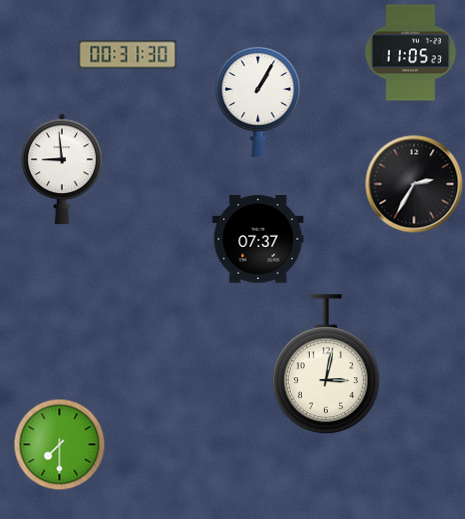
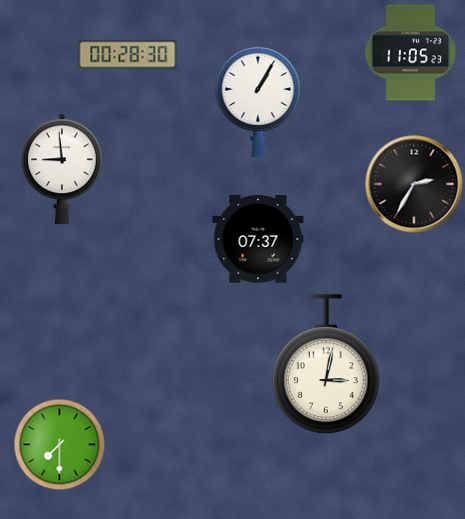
clock at (128, 55): 00:31 -> 00:28
